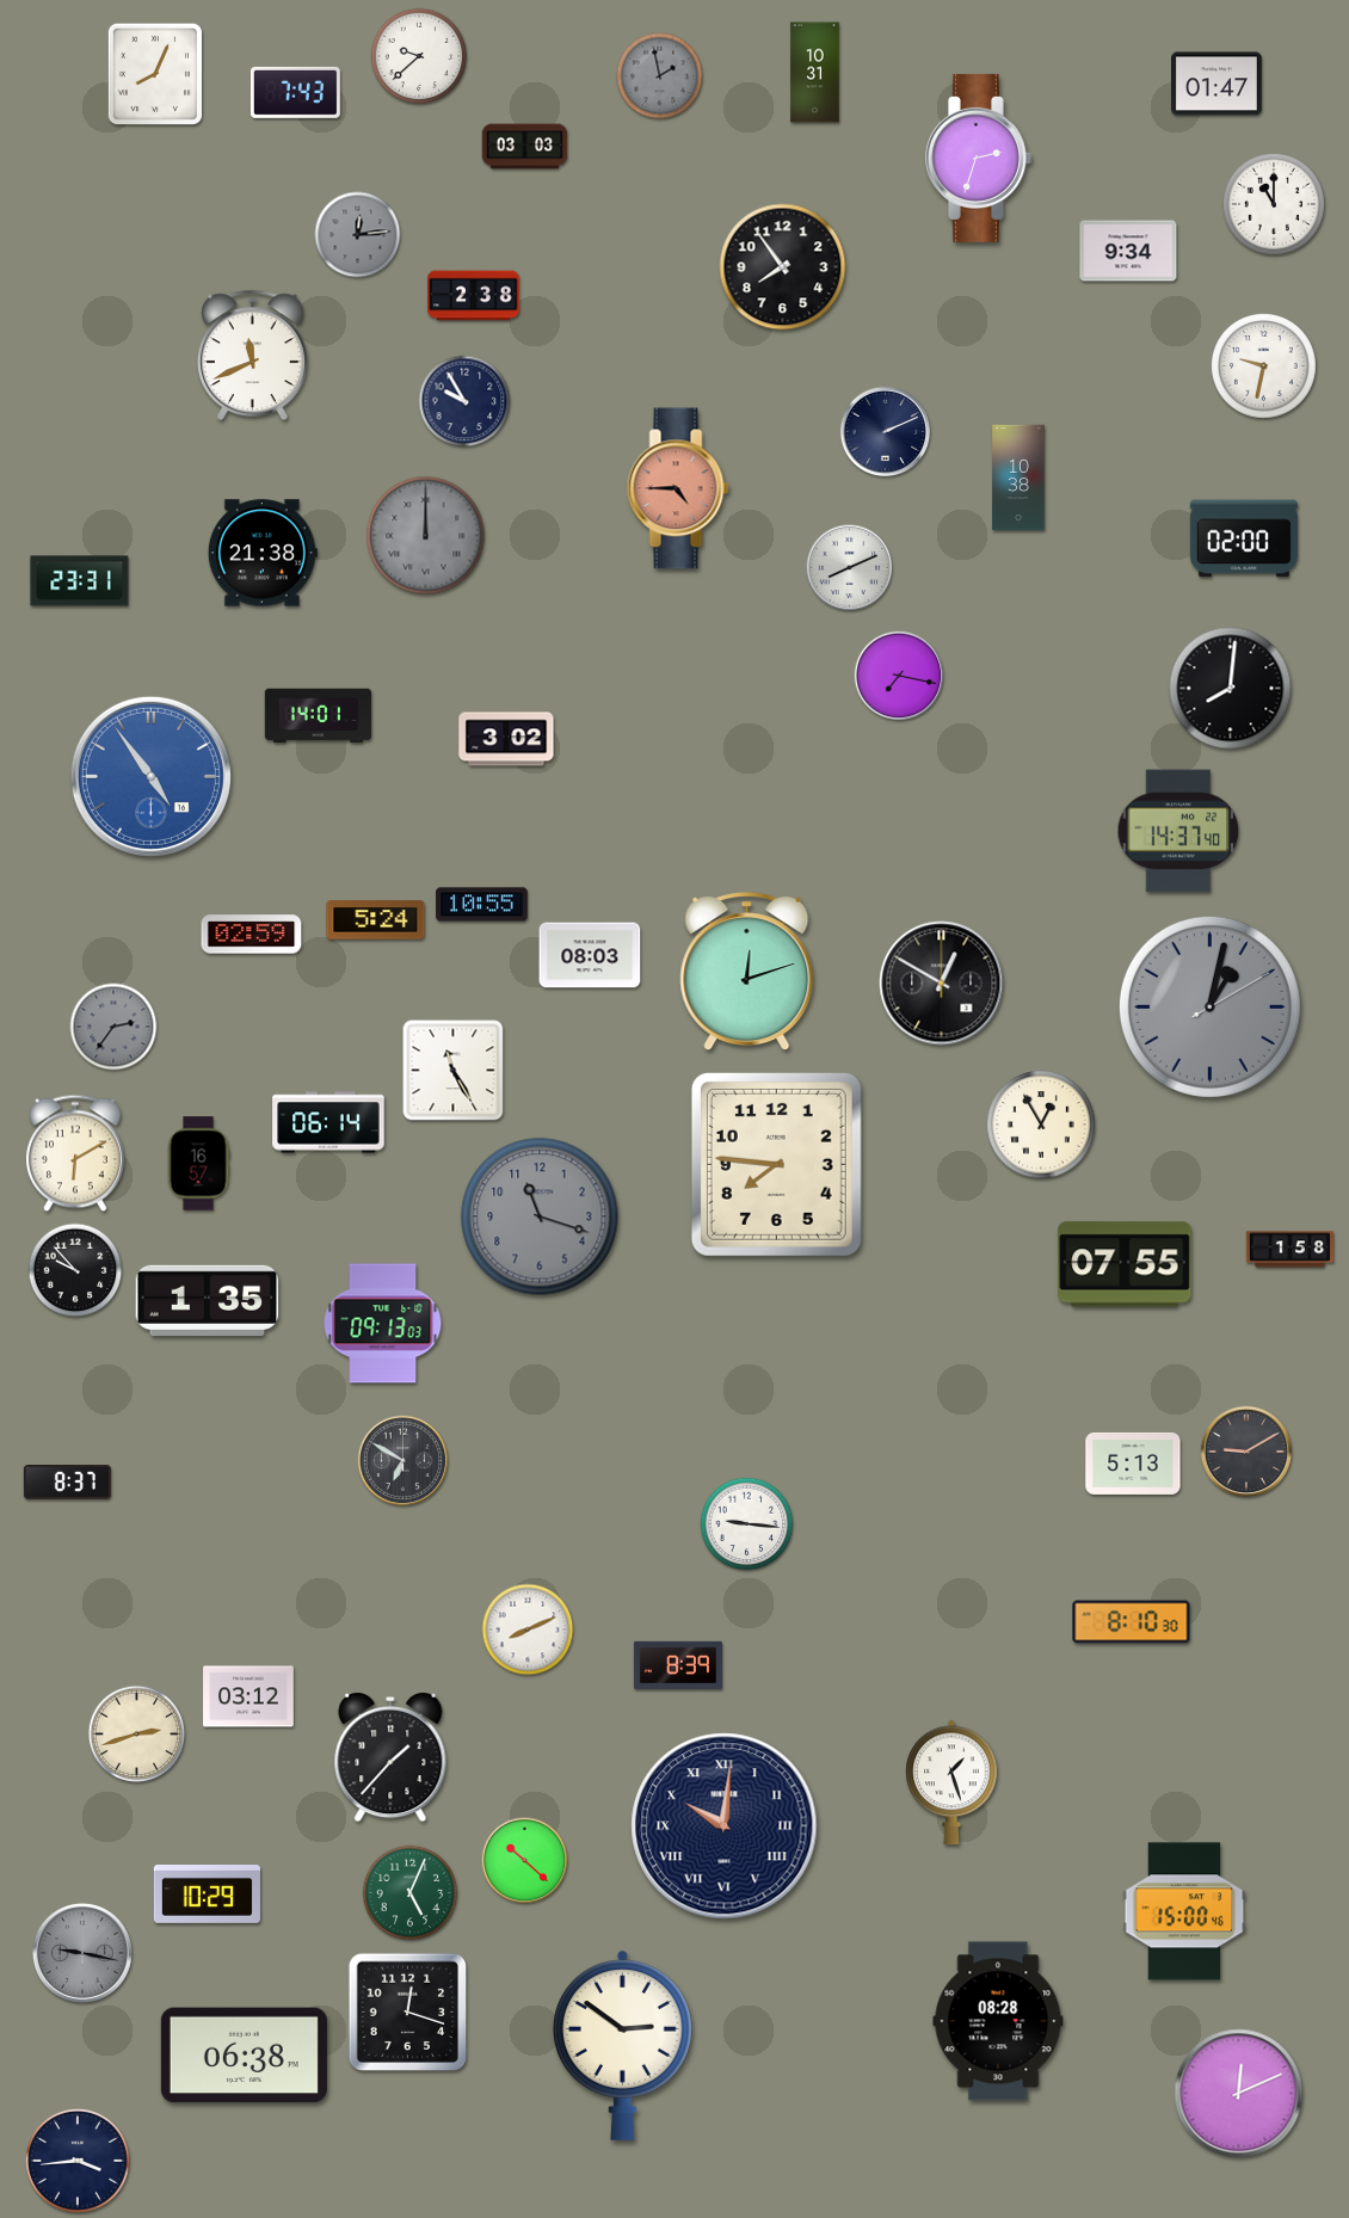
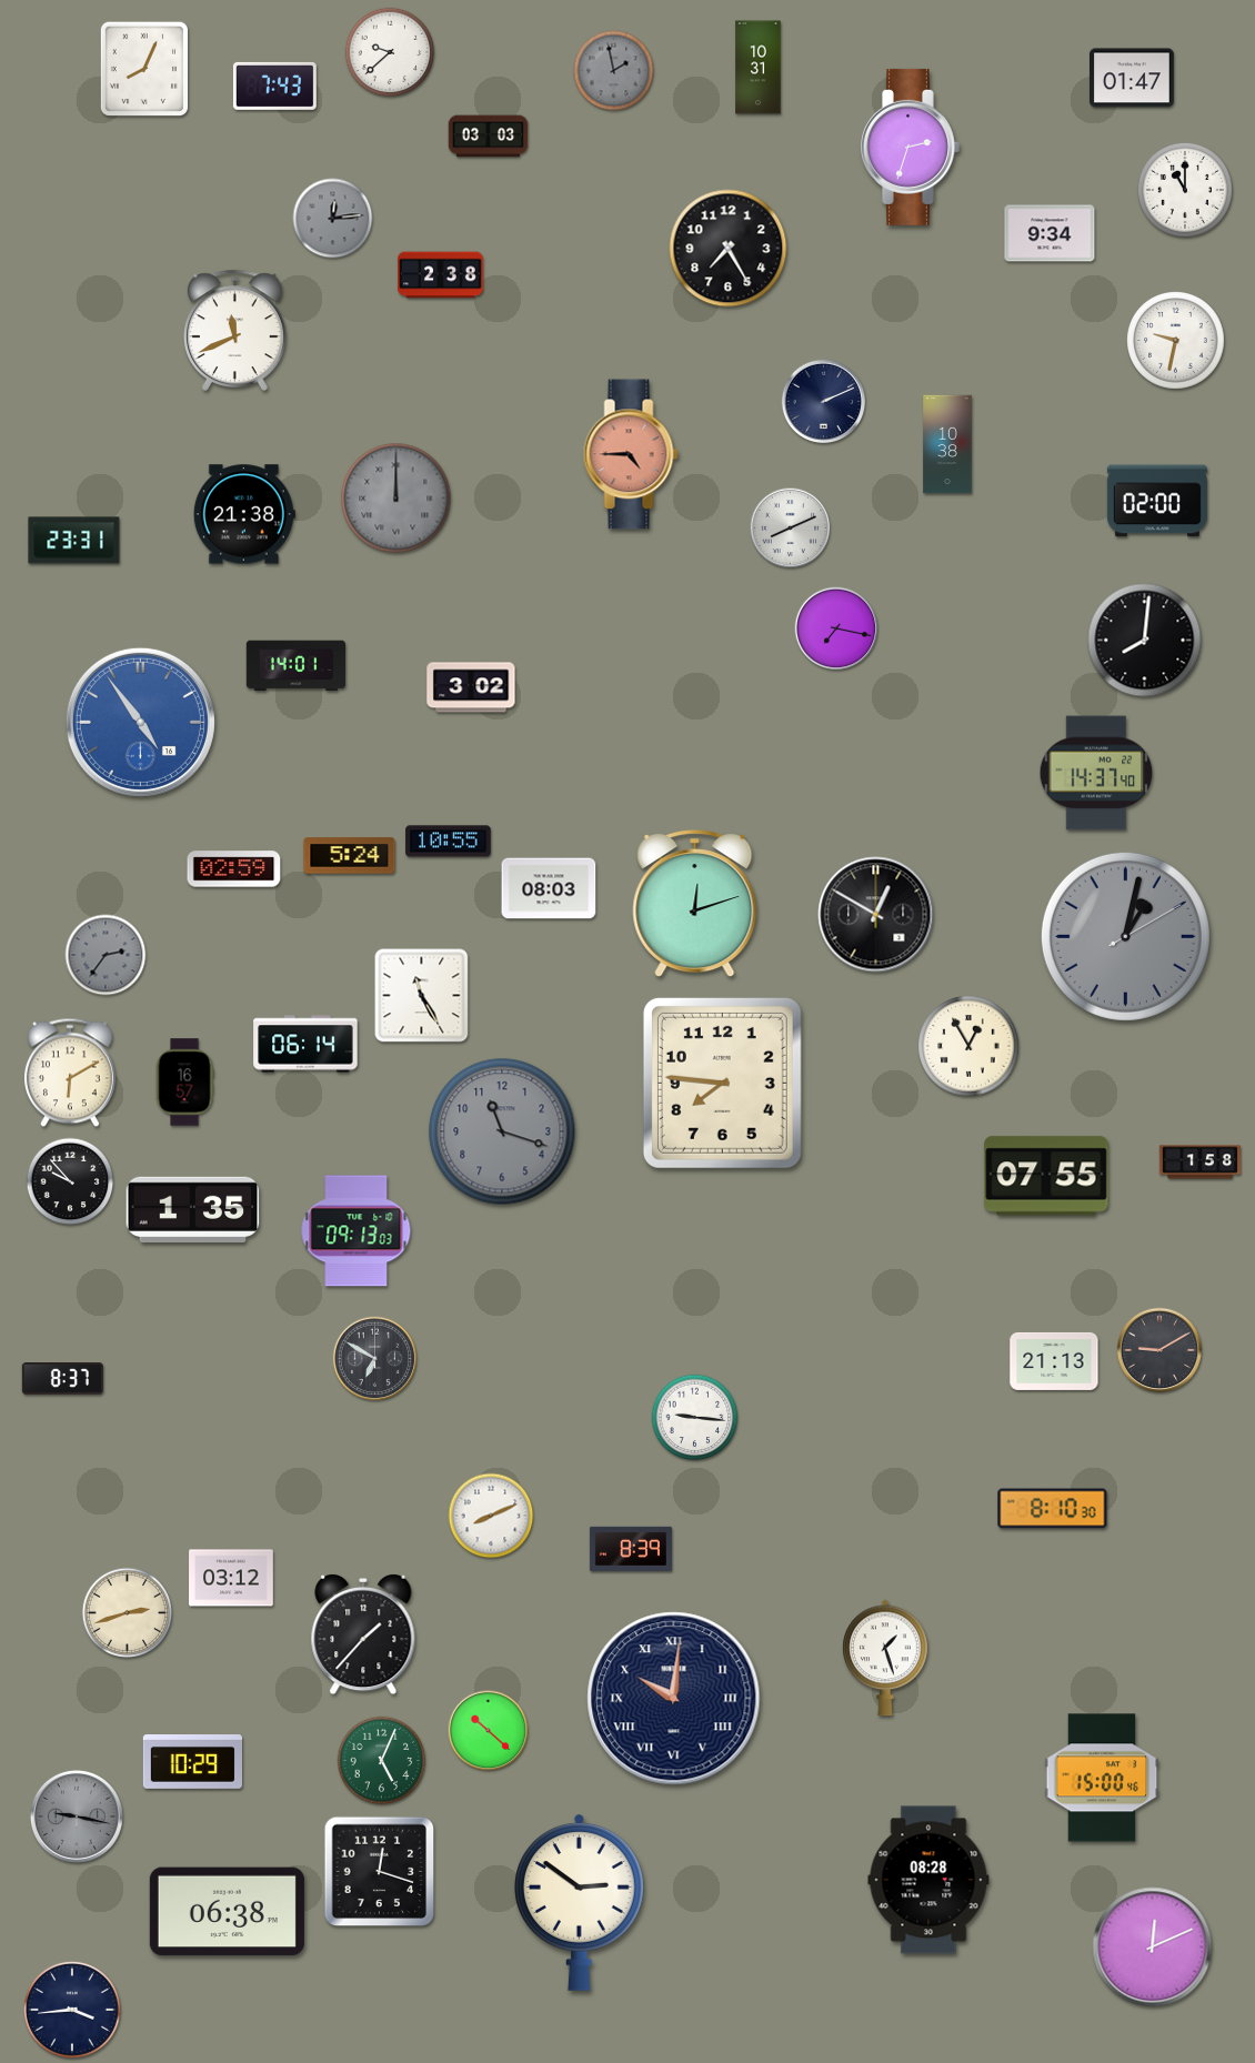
clock at (783, 267): 7:54 -> 7:25
clock at (464, 401): 9:55 -> none
clock at (1133, 1464): 5:13 -> 21:13
